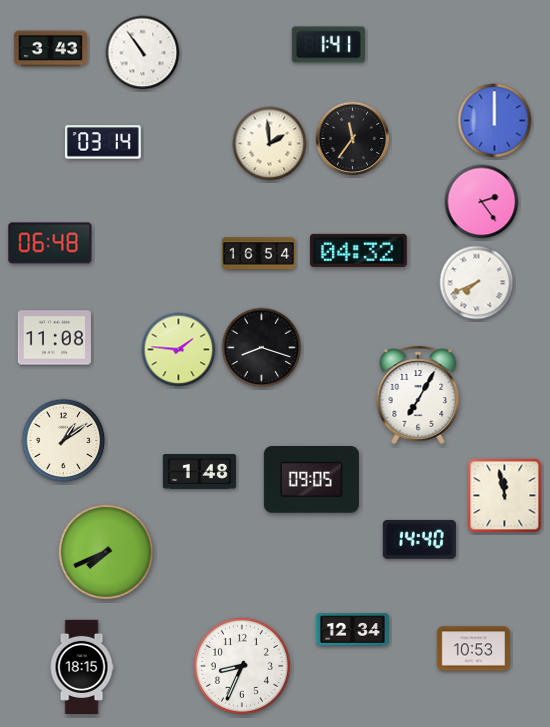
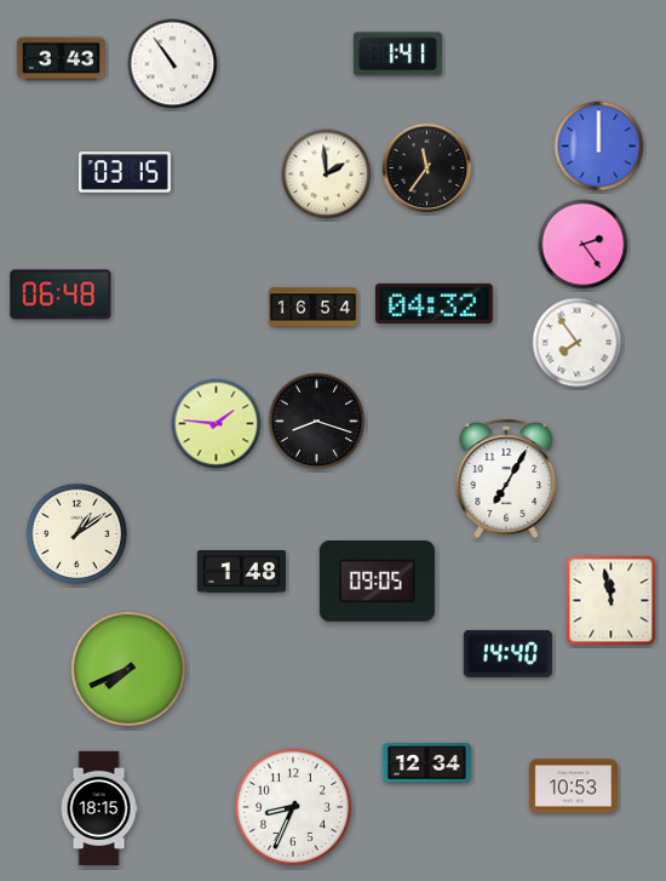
clock at (103, 142): 03:14 -> 03:15
clock at (477, 283): 7:41 -> 7:54
clock at (54, 338): 11:08 -> none
